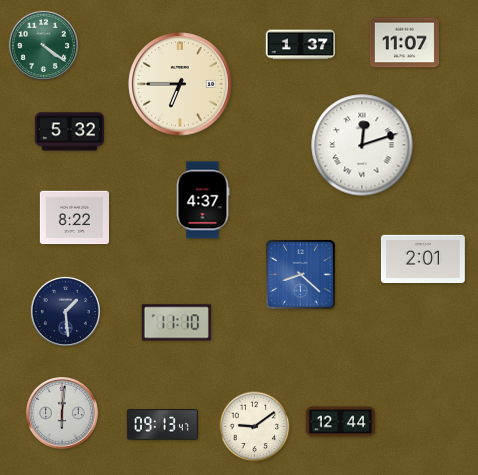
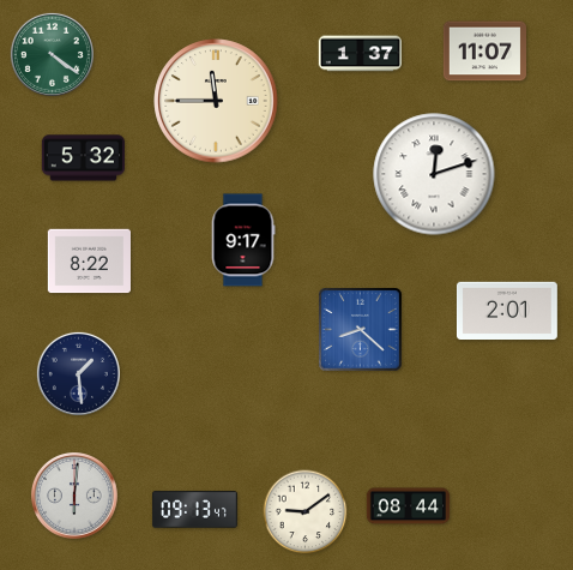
clock at (180, 84): 6:45 -> 11:45
clock at (203, 200): 4:37 -> 9:17
clock at (176, 323): 11:10 -> none
clock at (341, 422): 12:44 -> 08:44
